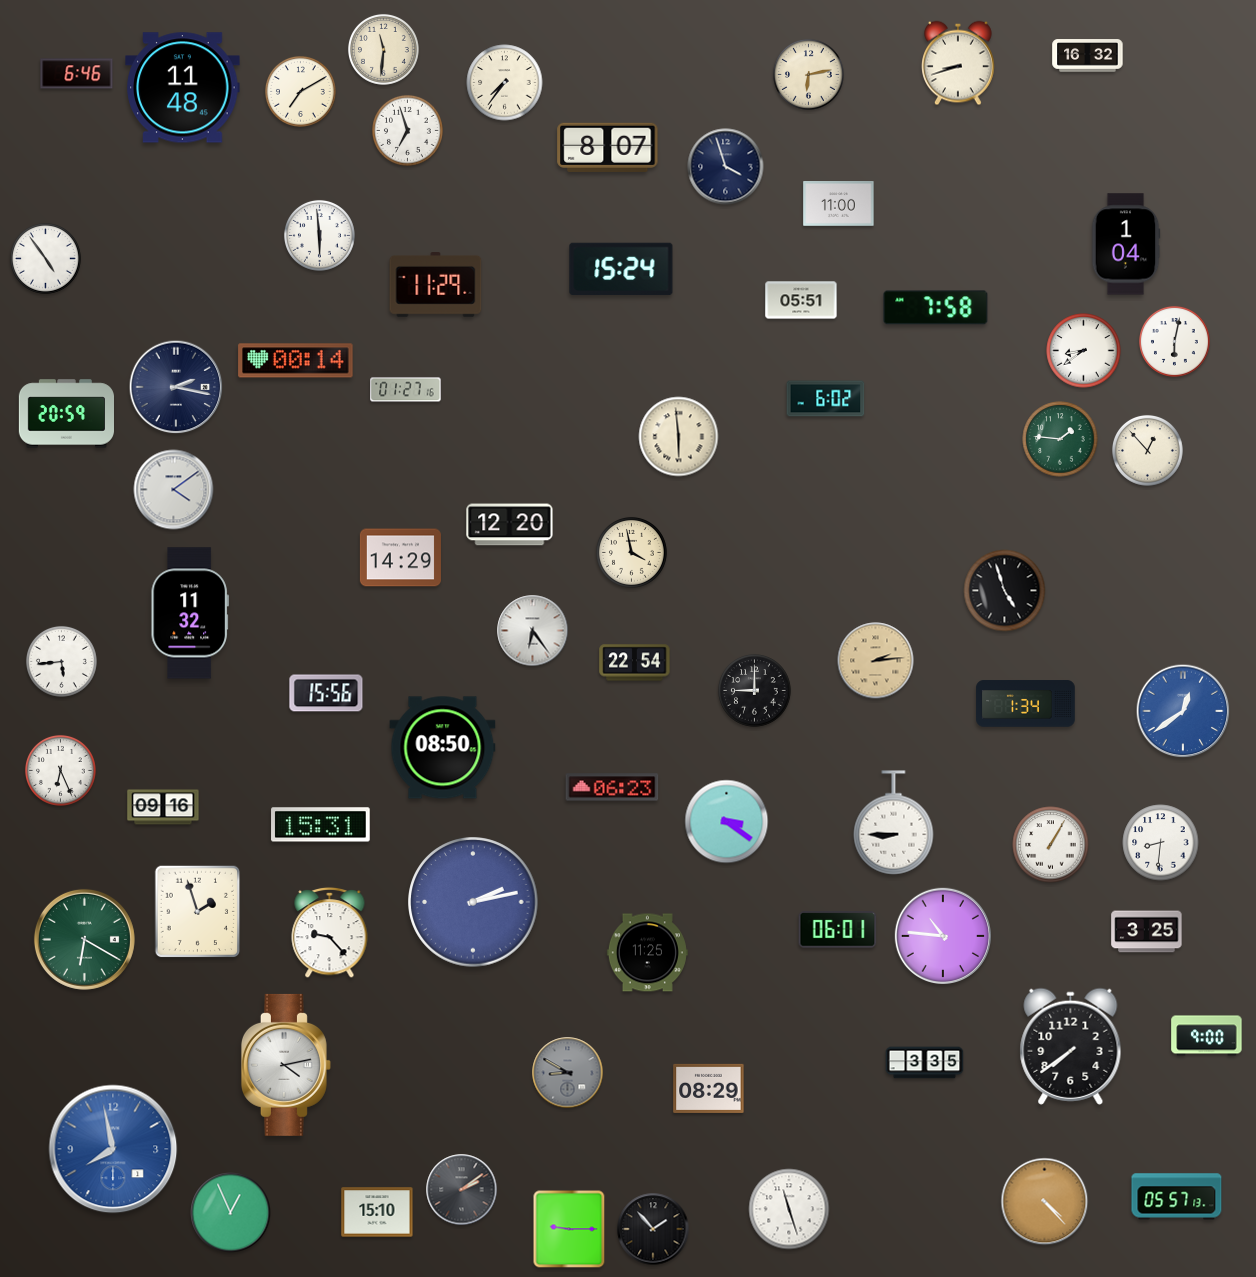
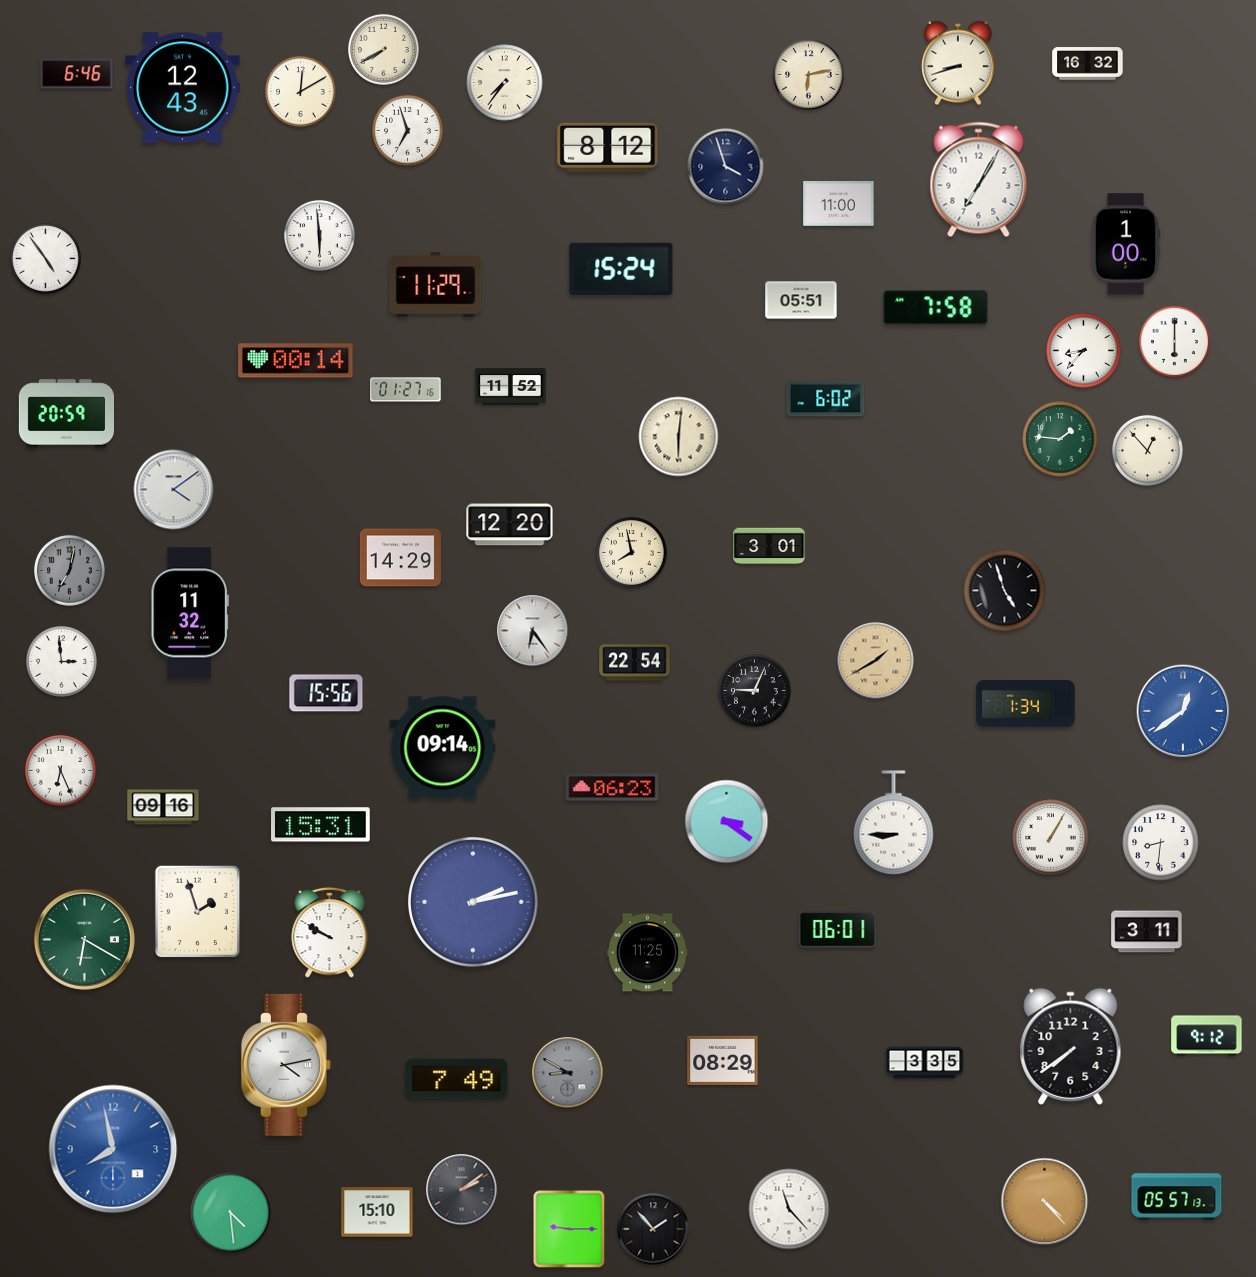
clock at (383, 49): 11:31 -> 7:40
clock at (1088, 56) position: (1088, 56) -> (1088, 64)
clock at (183, 88): 11:48 -> 12:43
clock at (300, 91): 7:10 -> 12:10
clock at (608, 147): 8:07 -> 8:12
clock at (979, 180): none -> 7:05
clock at (1126, 244): 1:04 -> 1:00
clock at (1174, 341): 6:02 -> 6:00
clock at (1084, 351): 8:39 -> 8:37
clock at (176, 387): 2:17 -> none
clock at (511, 387): none -> 11:52
clock at (679, 437): 5:59 -> 6:01
clock at (769, 546): none -> 3:01
clock at (631, 552): 3:58 -> 7:58
clock at (69, 570): none -> 7:02
clock at (61, 661): 5:44 -> 2:59
clock at (876, 661): 2:14 -> 1:40
clock at (755, 691): 9:00 -> 9:04
clock at (443, 748): 08:50 -> 09:14
clock at (1051, 845) position: (1051, 845) -> (1051, 838)
clock at (330, 932): 9:23 -> 9:50
clock at (1147, 932): 3:25 -> 3:11
clock at (942, 935): 10:46 -> none
clock at (1207, 1036): 9:00 -> 9:12
clock at (457, 1079): none -> 7:49
clock at (709, 1088) position: (709, 1088) -> (723, 1060)
clock at (789, 1209): 11:27 -> 11:23
clock at (231, 1213): 12:56 -> 4:29
